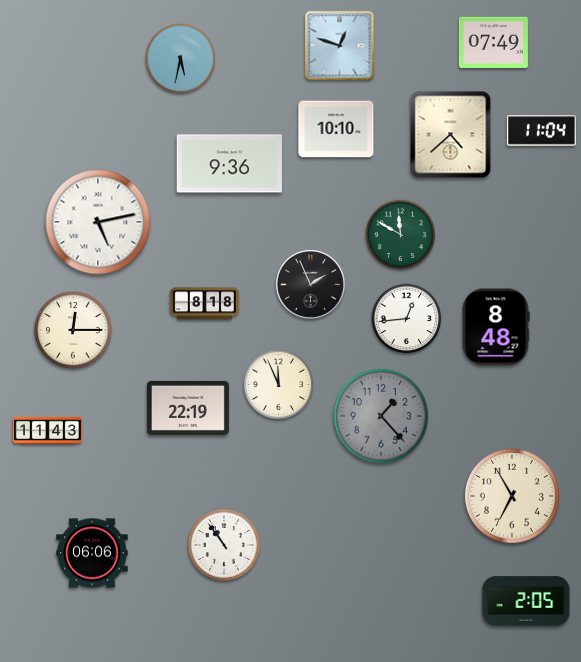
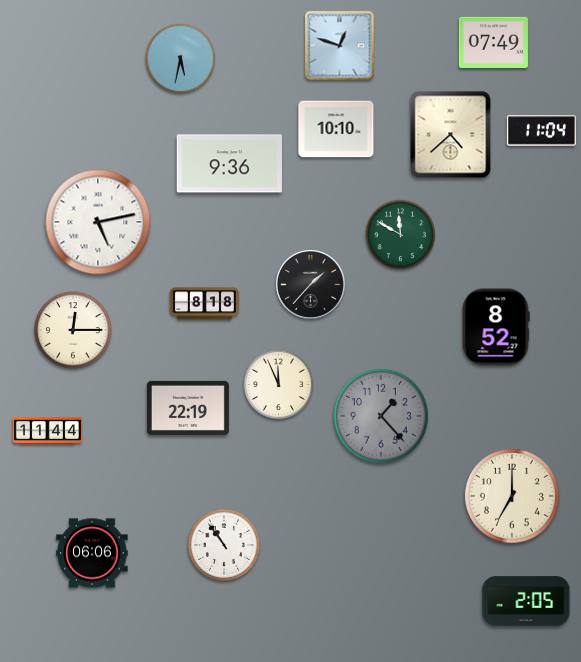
clock at (311, 285): 1:56 -> 1:37
clock at (407, 319): 12:44 -> none
clock at (496, 327): 8:48 -> 8:52
clock at (47, 430): 11:43 -> 11:44
clock at (512, 496): 6:55 -> 7:00
